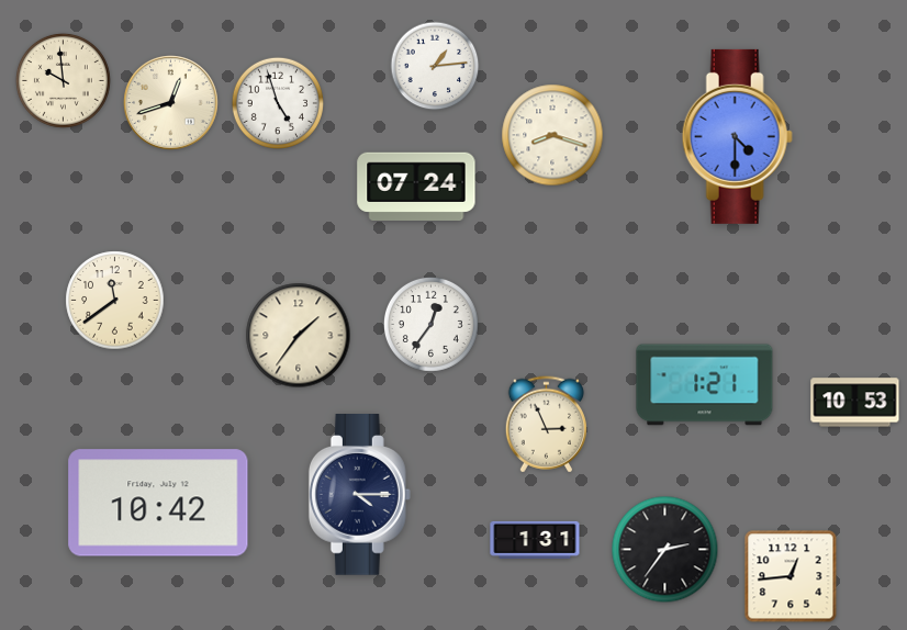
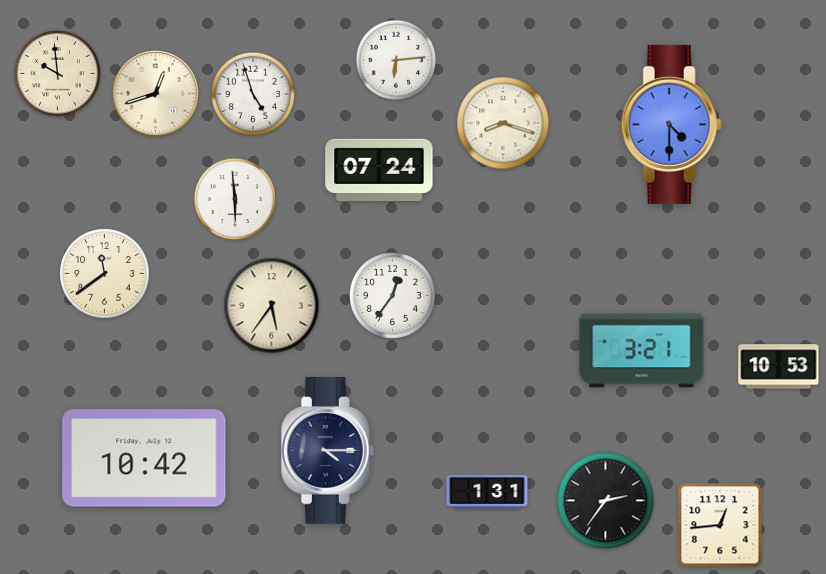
clock at (435, 66): 1:14 -> 6:14
clock at (235, 199): none -> 5:59
clock at (299, 336): 1:36 -> 5:36
clock at (705, 385): 1:21 -> 3:21
clock at (546, 425): 2:56 -> none
